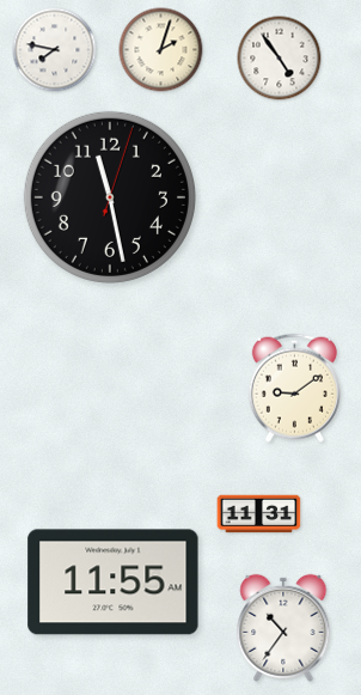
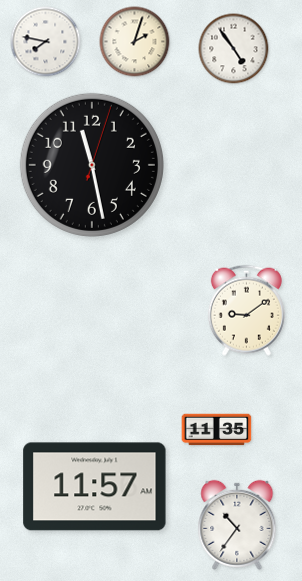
clock at (294, 388) position: (294, 388) -> (246, 310)
clock at (259, 514): 11:31 -> 11:35
clock at (114, 583): 11:55 -> 11:57
